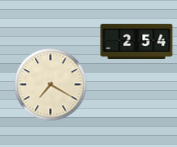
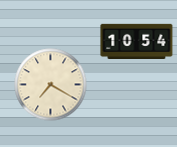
clock at (137, 42): 2:54 -> 10:54
